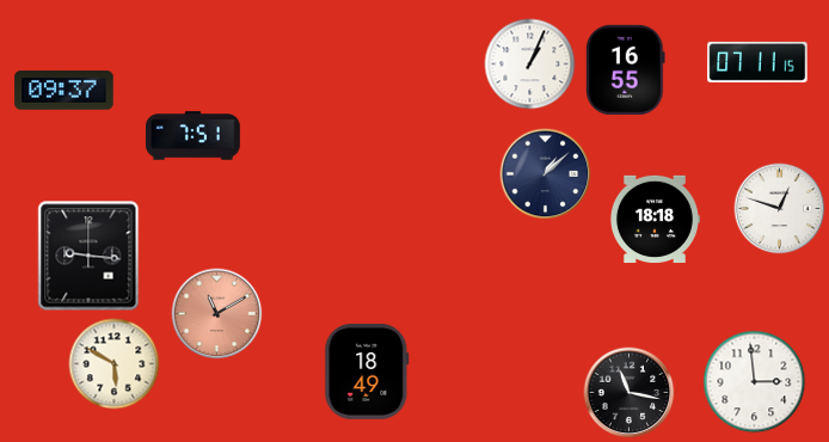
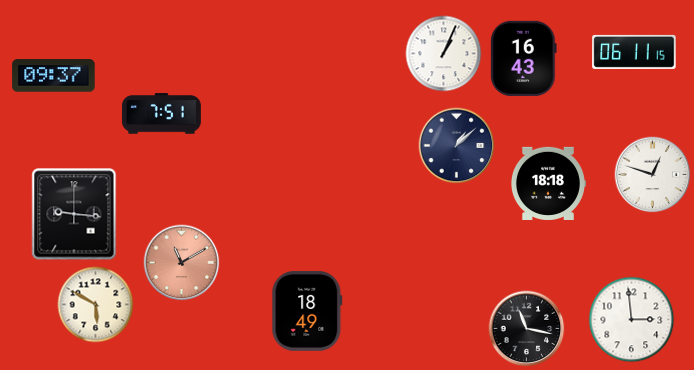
clock at (757, 62): 07:11 -> 06:11
clock at (626, 69): 16:55 -> 16:43
